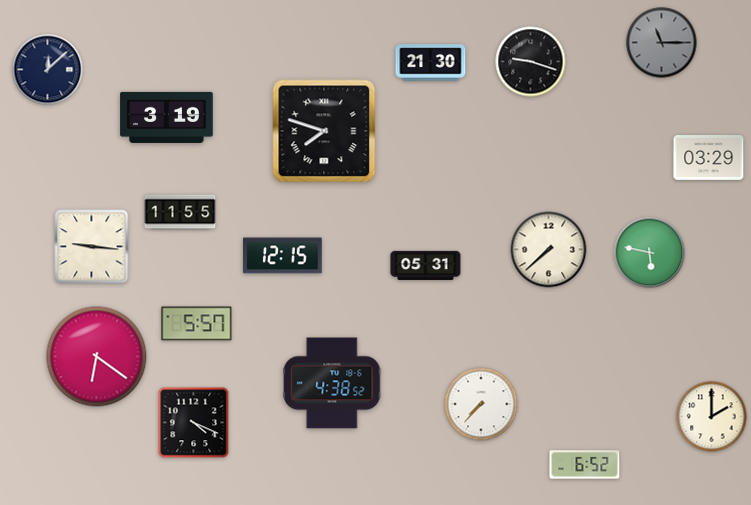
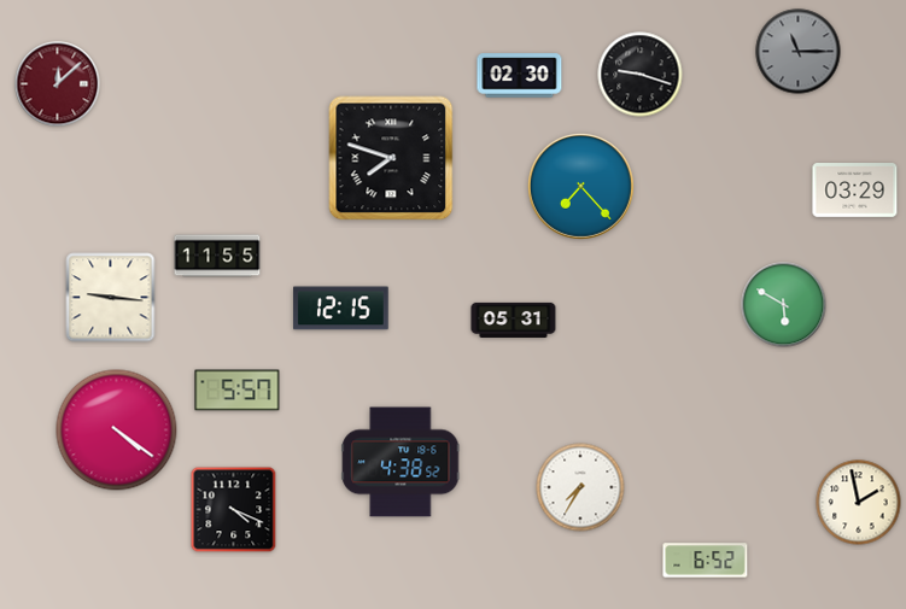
clock at (431, 63): 21:30 -> 02:30
clock at (48, 70) dial: navy -> burgundy
clock at (167, 117): 3:19 -> none
clock at (580, 186): none -> 7:23
clock at (549, 250): 7:38 -> none
clock at (650, 253): 5:47 -> 5:50
clock at (97, 357): 6:21 -> 4:21
clock at (481, 404): 7:37 -> 7:35
clock at (712, 417): 2:00 -> 1:58
